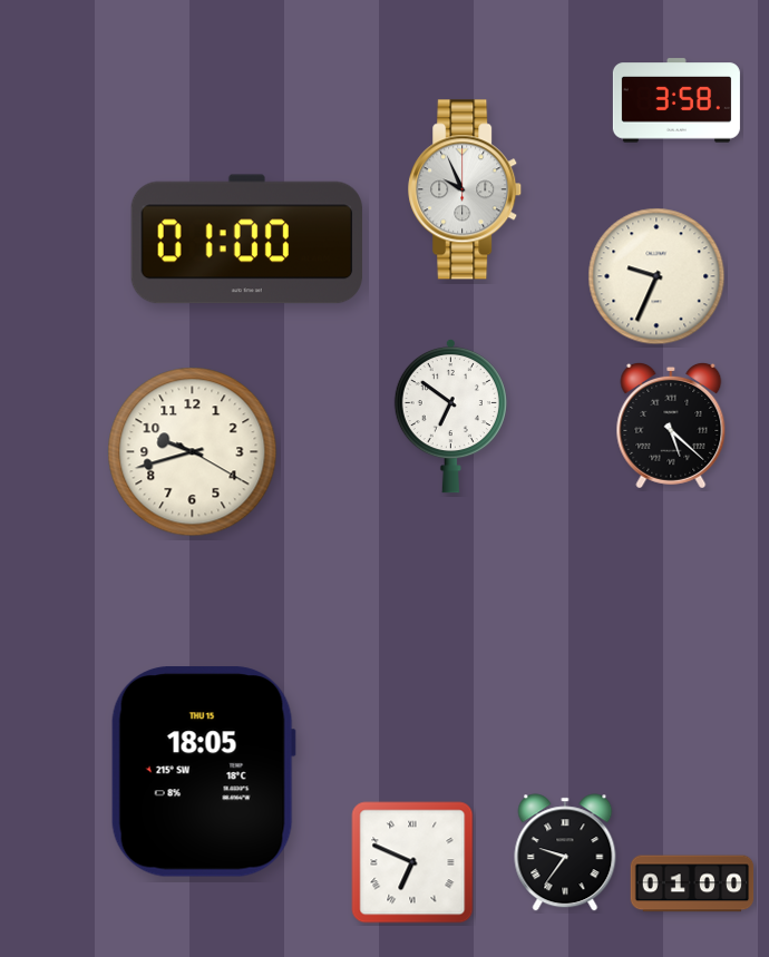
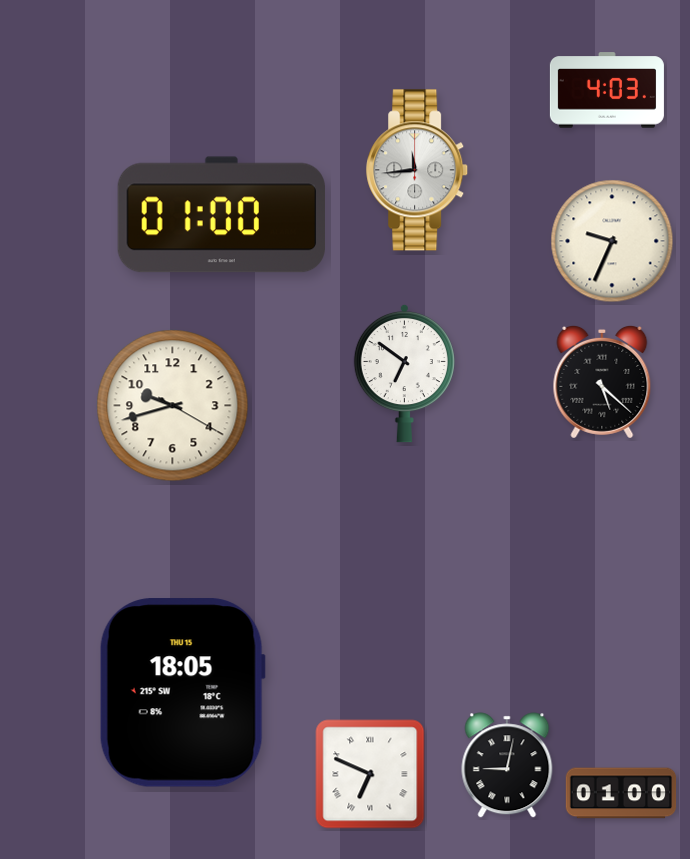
clock at (676, 100): 3:58 -> 4:03
clock at (466, 189): 9:56 -> 11:44
clock at (656, 276) position: (656, 276) -> (612, 241)
clock at (565, 852): 9:36 -> 9:02
